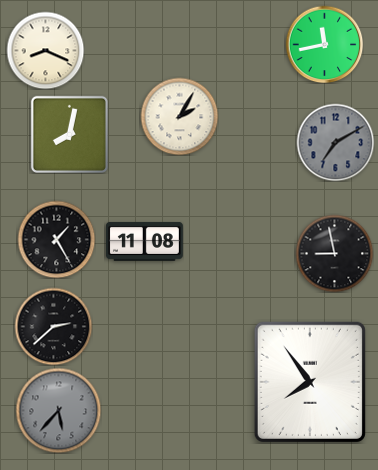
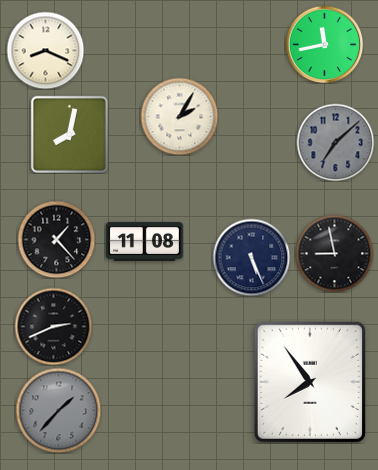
clock at (335, 142): 7:10 -> 7:08
clock at (56, 239): 1:25 -> 1:23
clock at (251, 257): none -> 5:26
clock at (53, 326): 2:38 -> 2:41
clock at (58, 410): 5:37 -> 1:37
